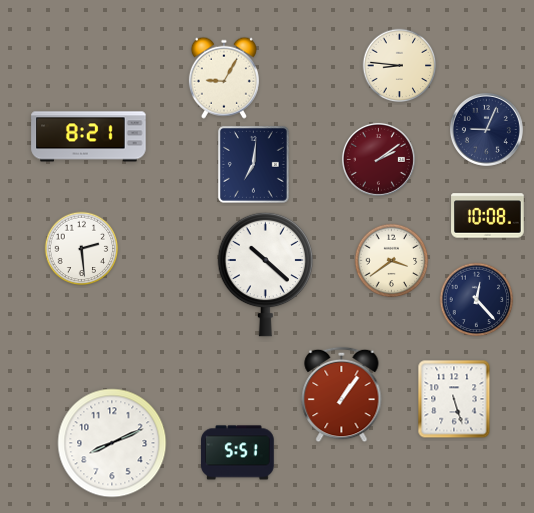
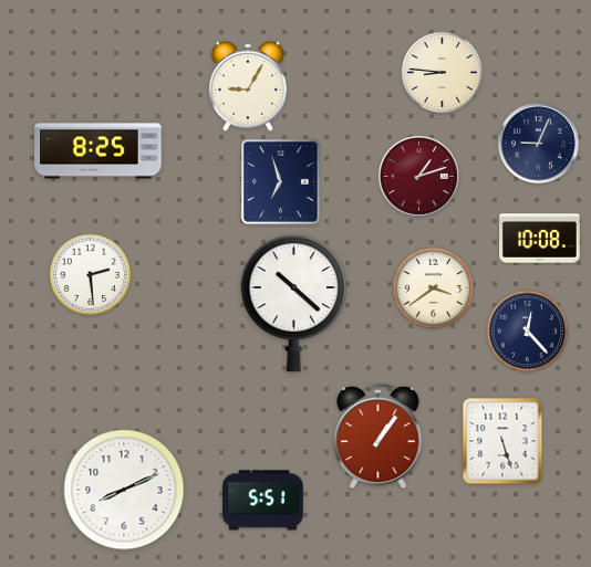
clock at (89, 137): 8:21 -> 8:25
clock at (378, 159): 2:09 -> 1:12
clock at (253, 164): 7:01 -> 6:57
